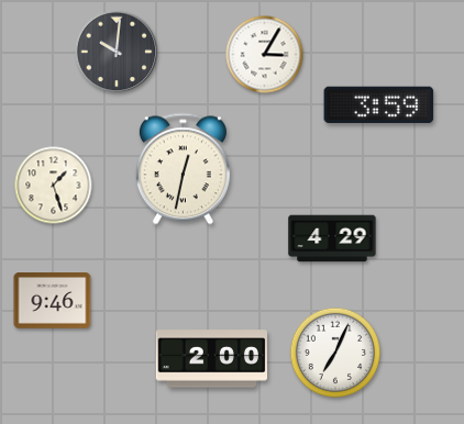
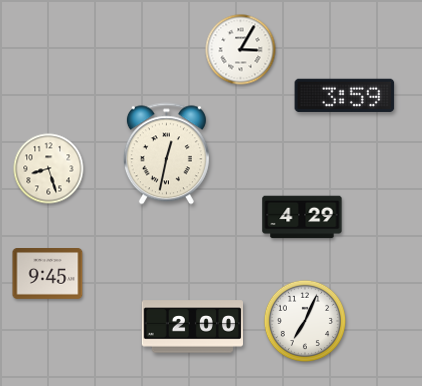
clock at (117, 52): 10:01 -> none
clock at (54, 186): 1:27 -> 8:27
clock at (53, 301): 9:46 -> 9:45
